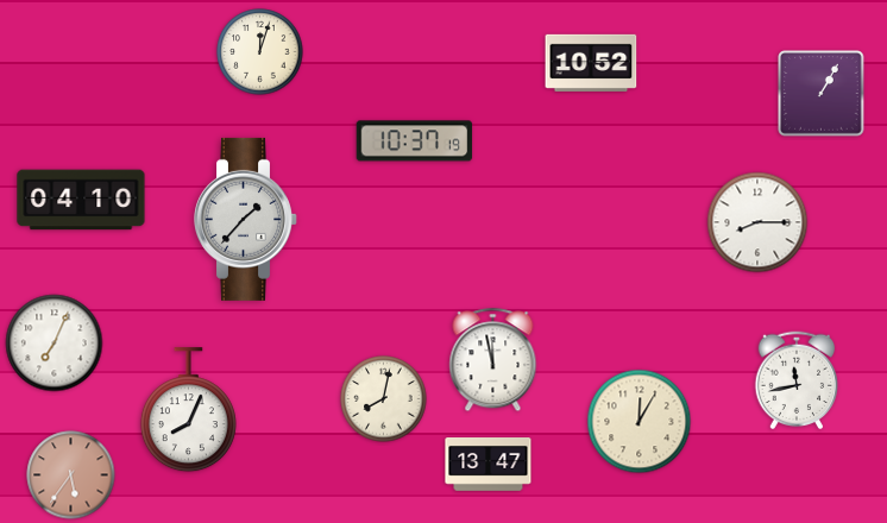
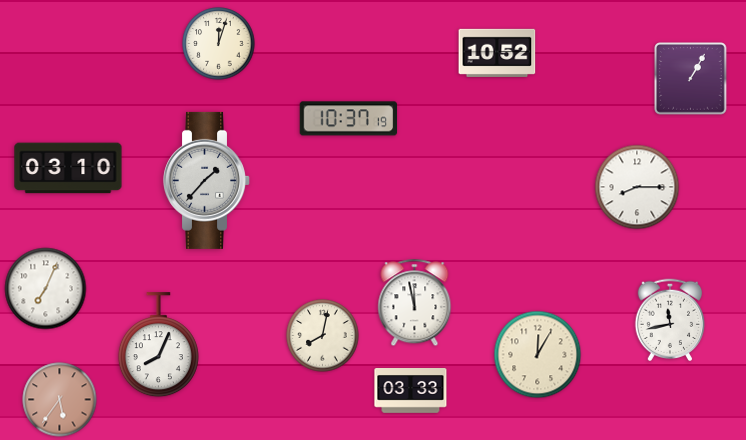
clock at (81, 200): 04:10 -> 03:10
clock at (246, 219) position: (246, 219) -> (207, 180)
clock at (489, 465): 13:47 -> 03:33
